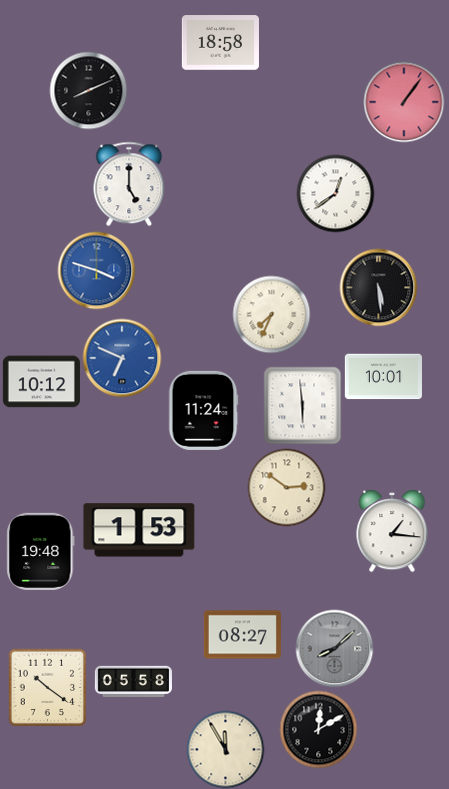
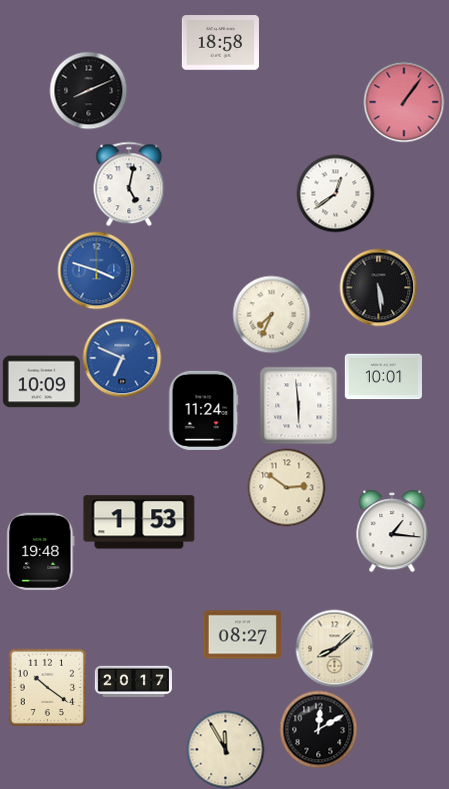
clock at (129, 184): 5:00 -> 5:02
clock at (41, 382): 10:12 -> 10:09
clock at (302, 405) position: (302, 405) -> (298, 405)
clock at (139, 530) position: (139, 530) -> (139, 522)
clock at (334, 648) dial: grey -> cream
clock at (133, 681): 05:58 -> 20:17
